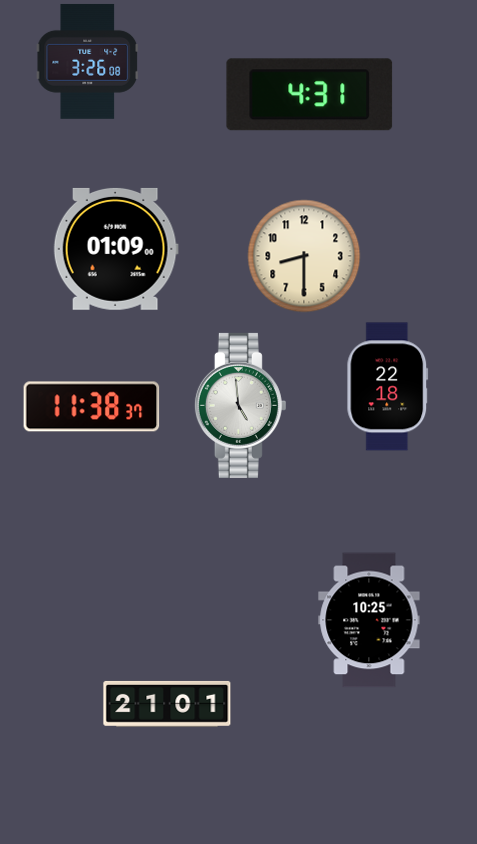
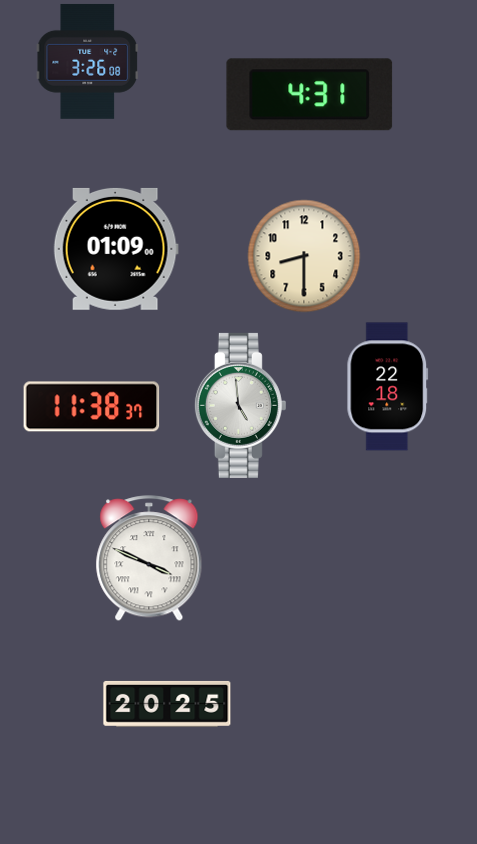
clock at (149, 559): none -> 3:49
clock at (369, 620): 10:25 -> none
clock at (167, 704): 21:01 -> 20:25
